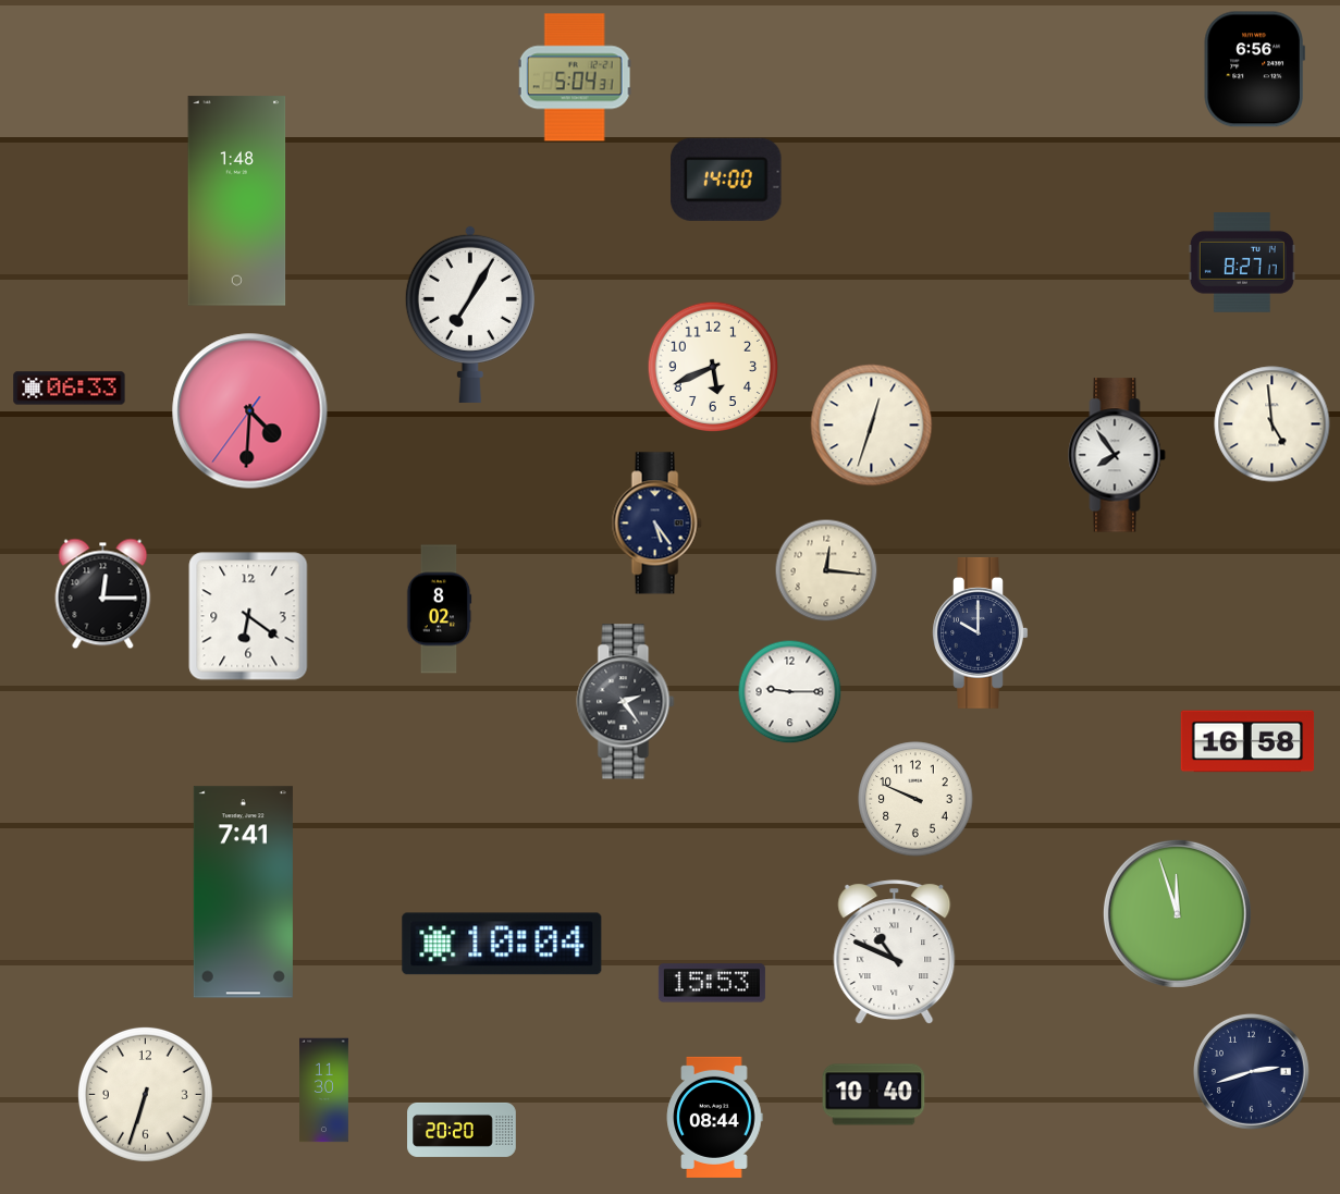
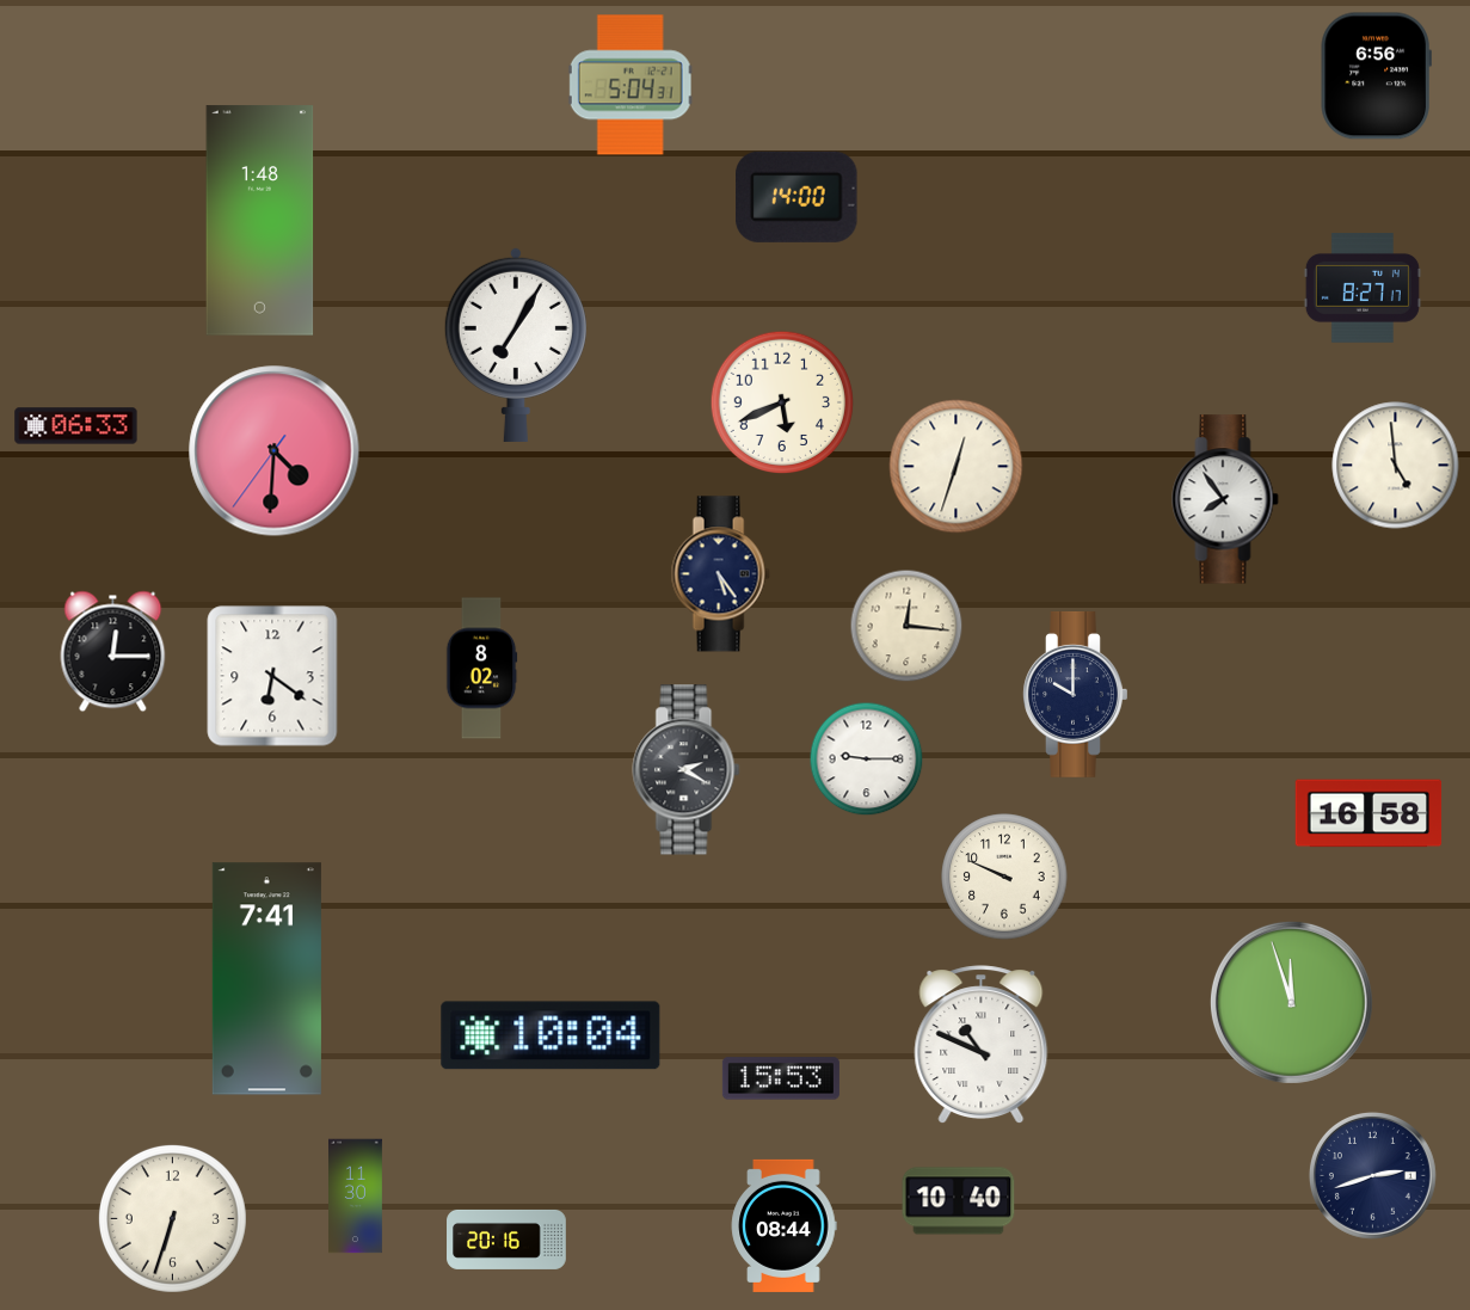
clock at (626, 702): 2:24 -> 2:20
clock at (145, 1094) position: (145, 1094) -> (172, 1218)
clock at (462, 1130): 20:20 -> 20:16
